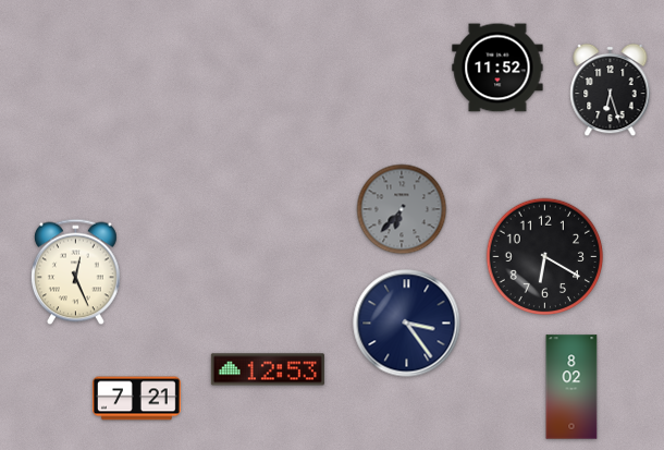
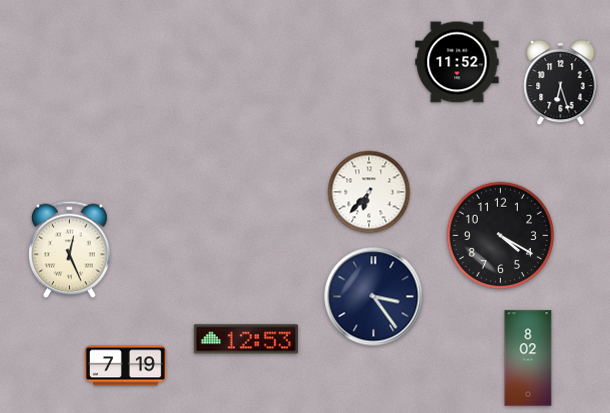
clock at (402, 209) dial: grey -> white
clock at (545, 257): 6:20 -> 4:20
clock at (571, 387) position: (571, 387) -> (528, 358)
clock at (137, 399): 7:21 -> 7:19
